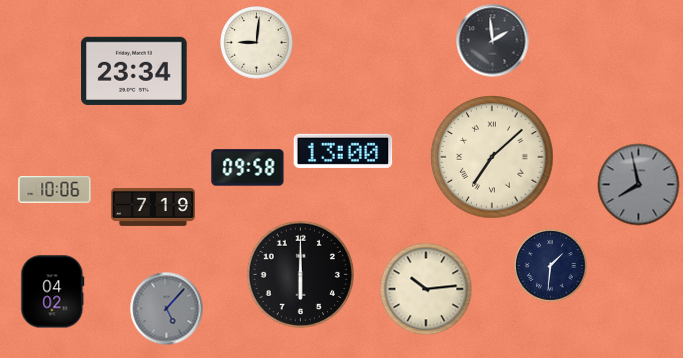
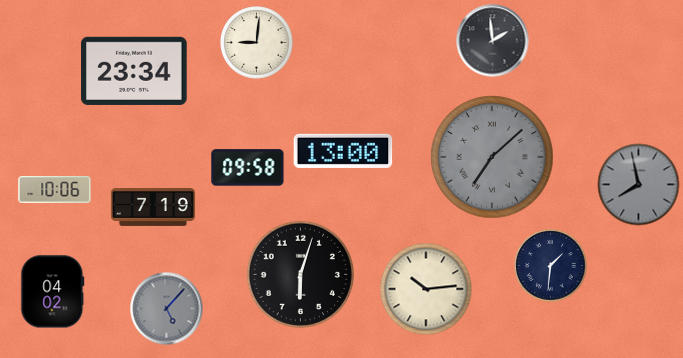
clock at (492, 157) dial: cream -> grey
clock at (300, 274): 6:00 -> 6:03
